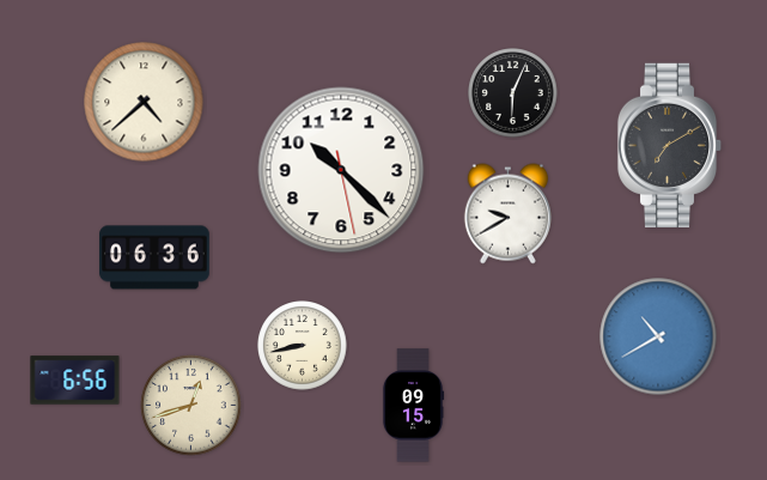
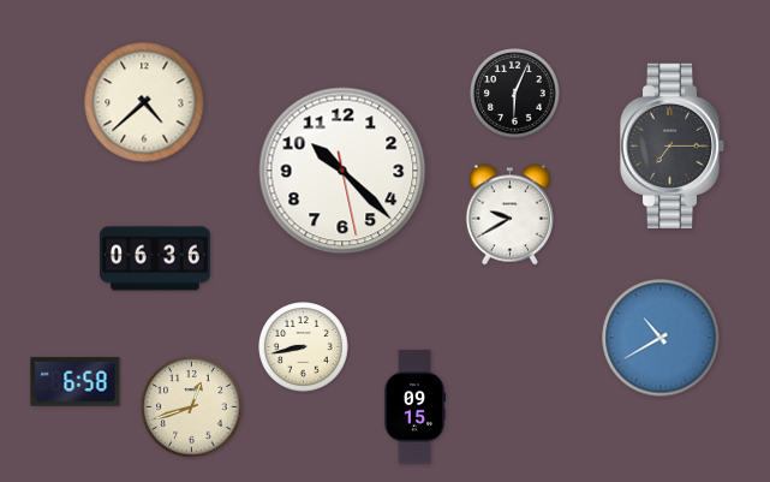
clock at (670, 145): 7:10 -> 7:15
clock at (75, 381): 6:56 -> 6:58
